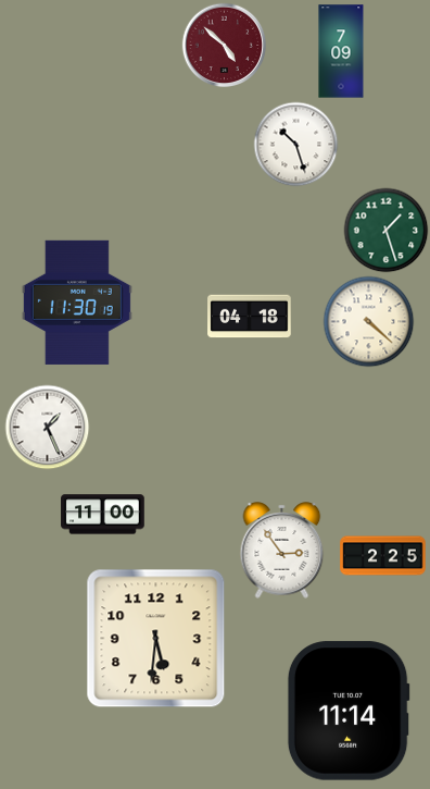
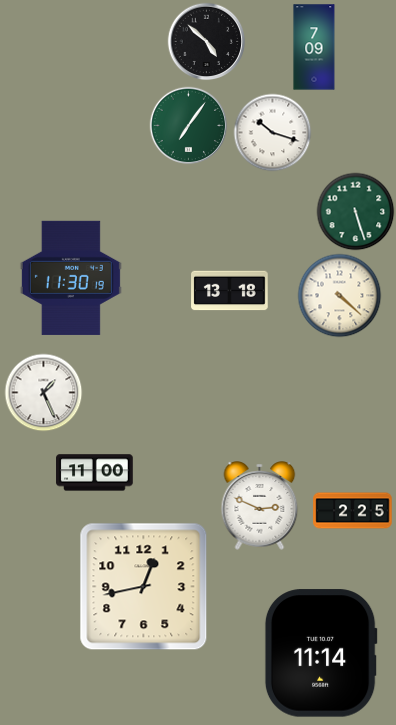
clock at (224, 45) dial: burgundy -> black
clock at (188, 125): none -> 7:06
clock at (295, 144): 10:27 -> 10:18
clock at (385, 230): 1:27 -> 5:27
clock at (250, 317): 04:18 -> 13:18
clock at (282, 551): 2:54 -> 2:49
clock at (156, 639): 5:31 -> 12:43
